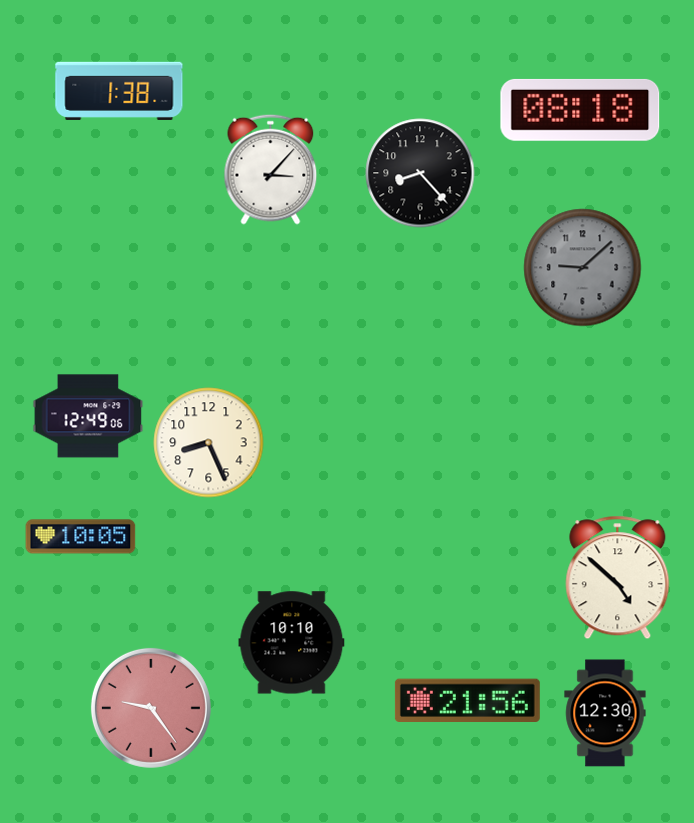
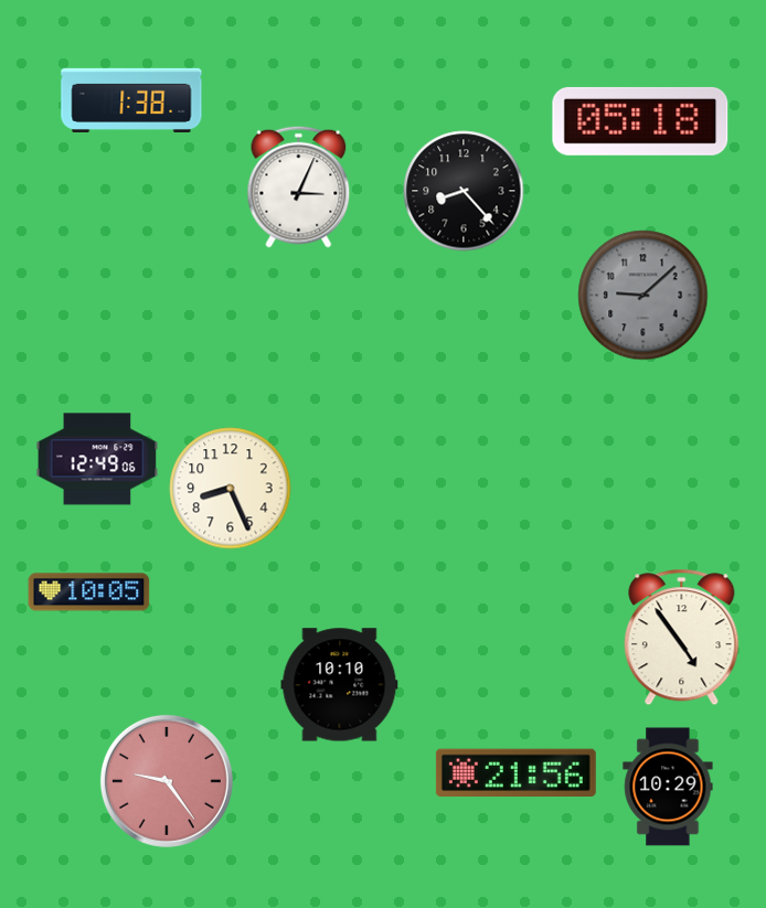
clock at (580, 110): 08:18 -> 05:18
clock at (271, 169): 3:07 -> 3:04
clock at (618, 578): 4:52 -> 4:54
clock at (292, 643) position: (292, 643) -> (340, 685)
clock at (605, 713): 12:30 -> 10:29
